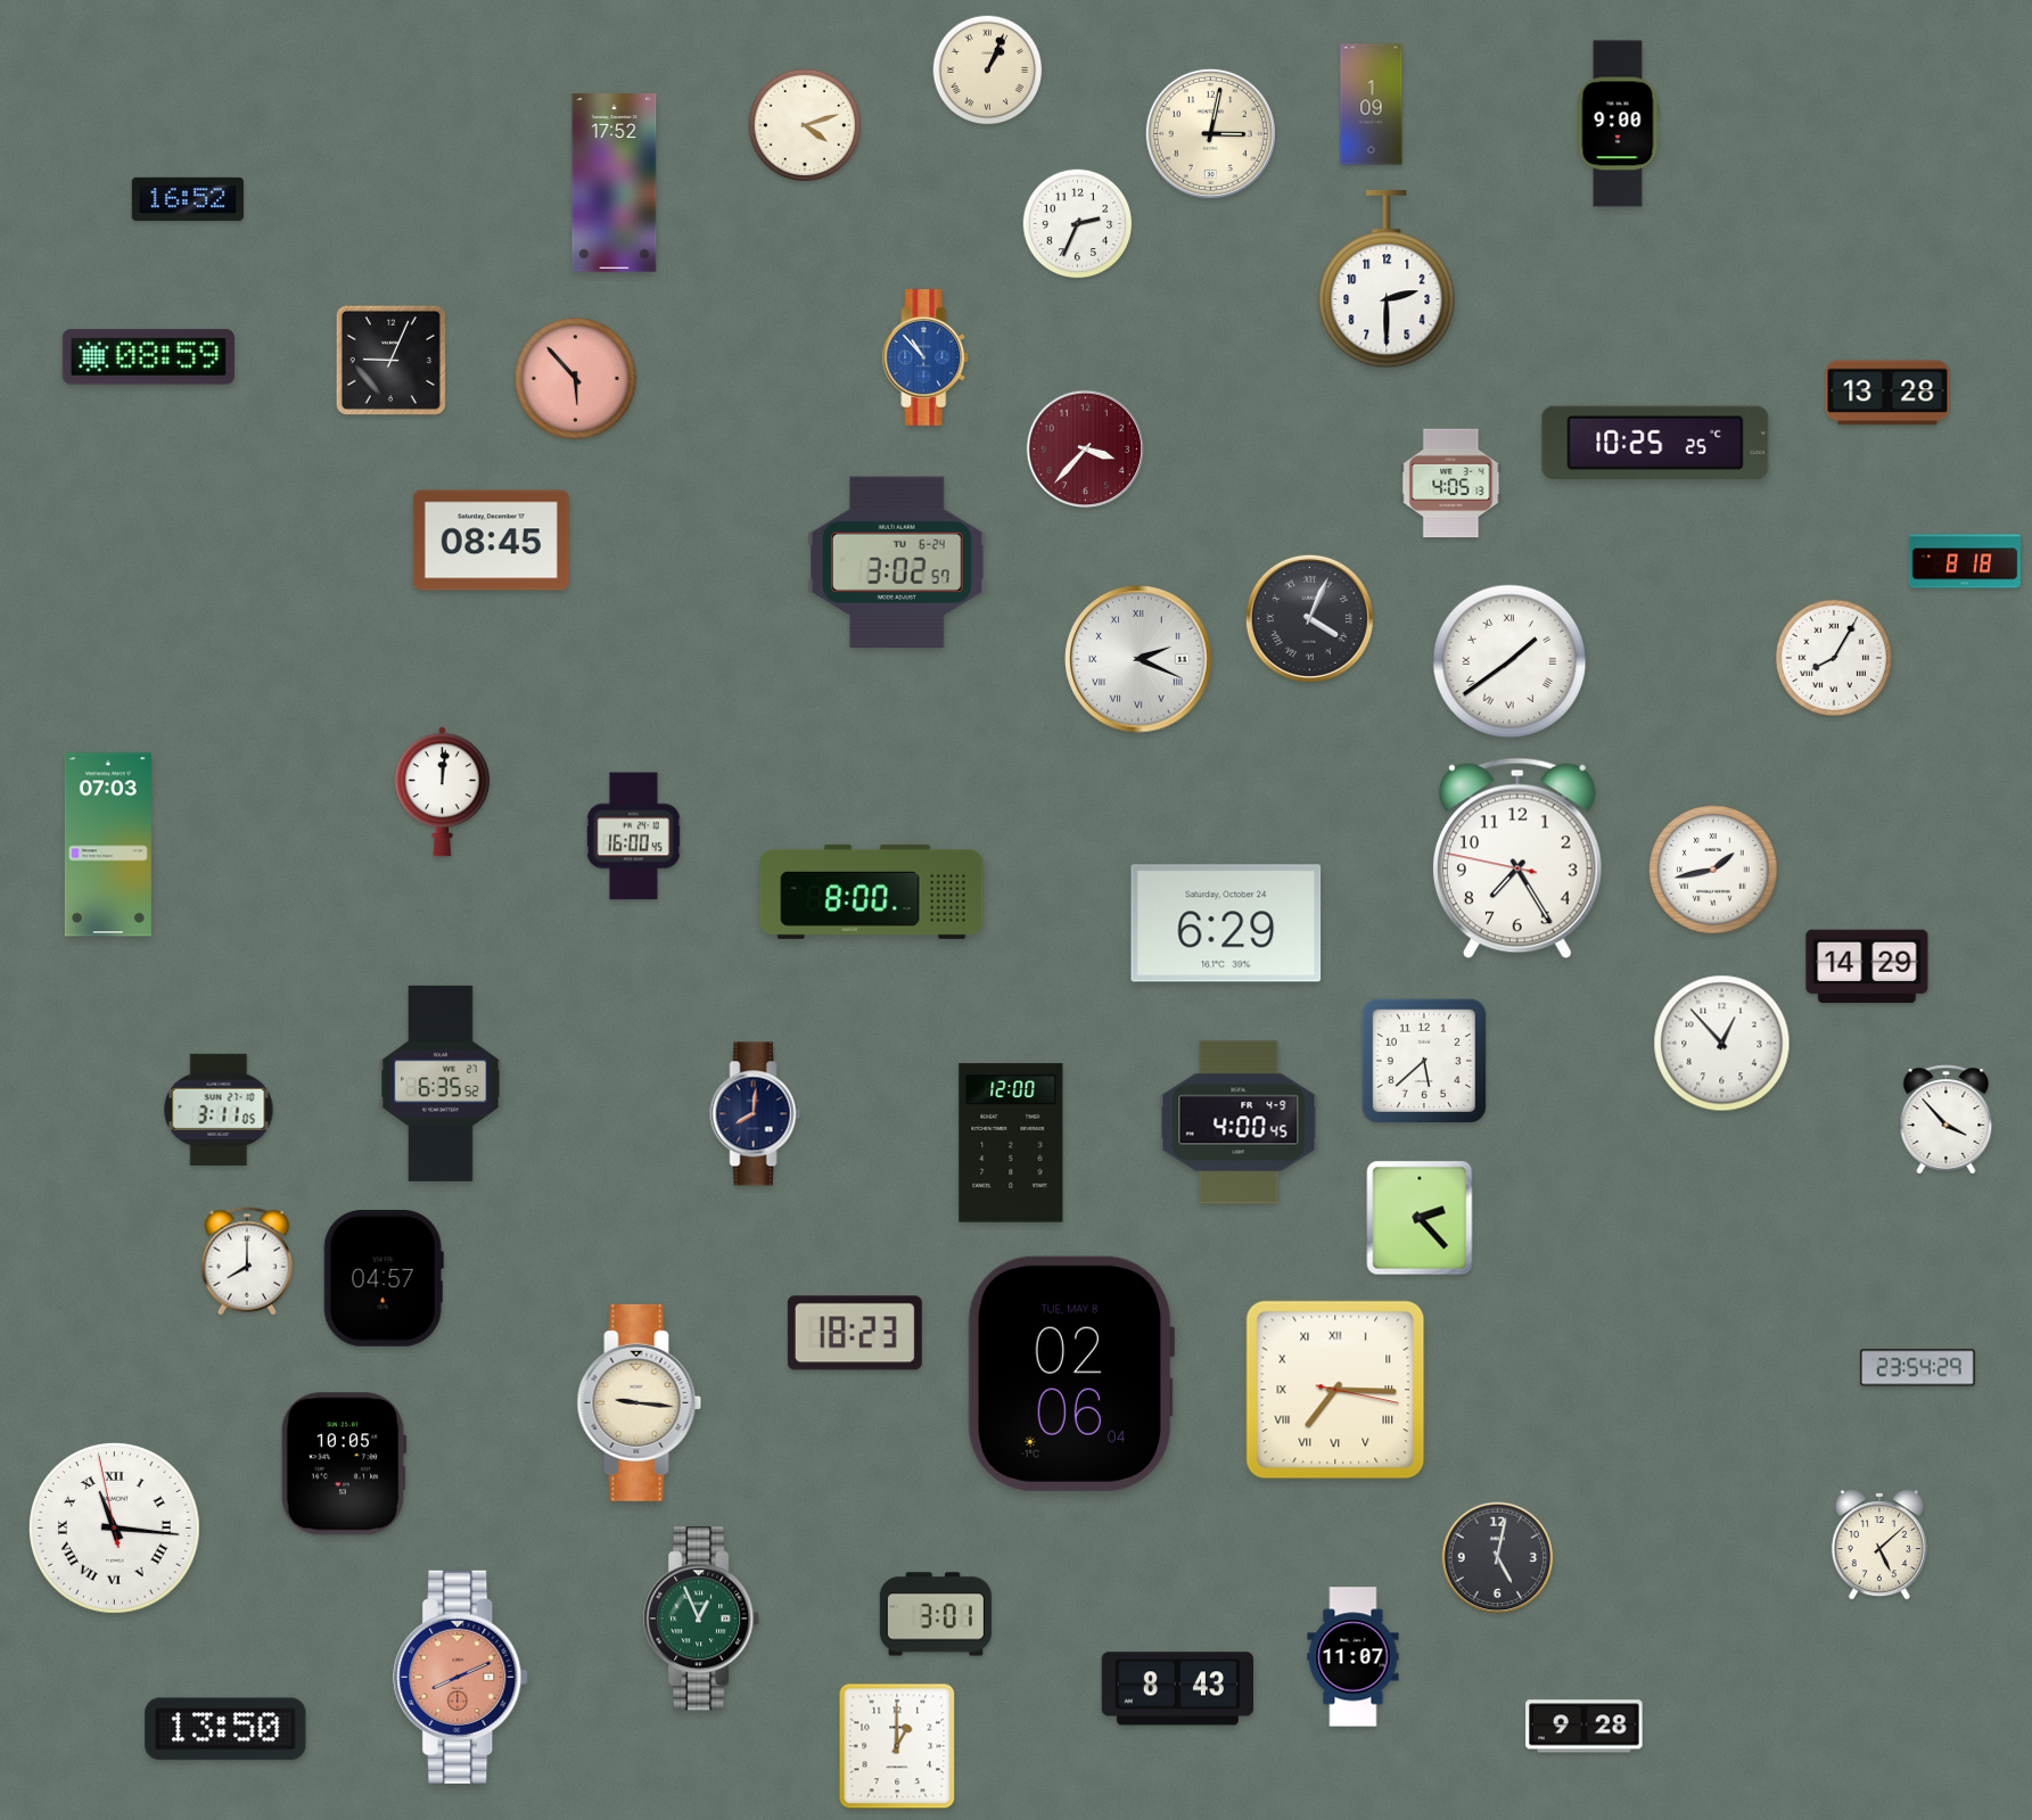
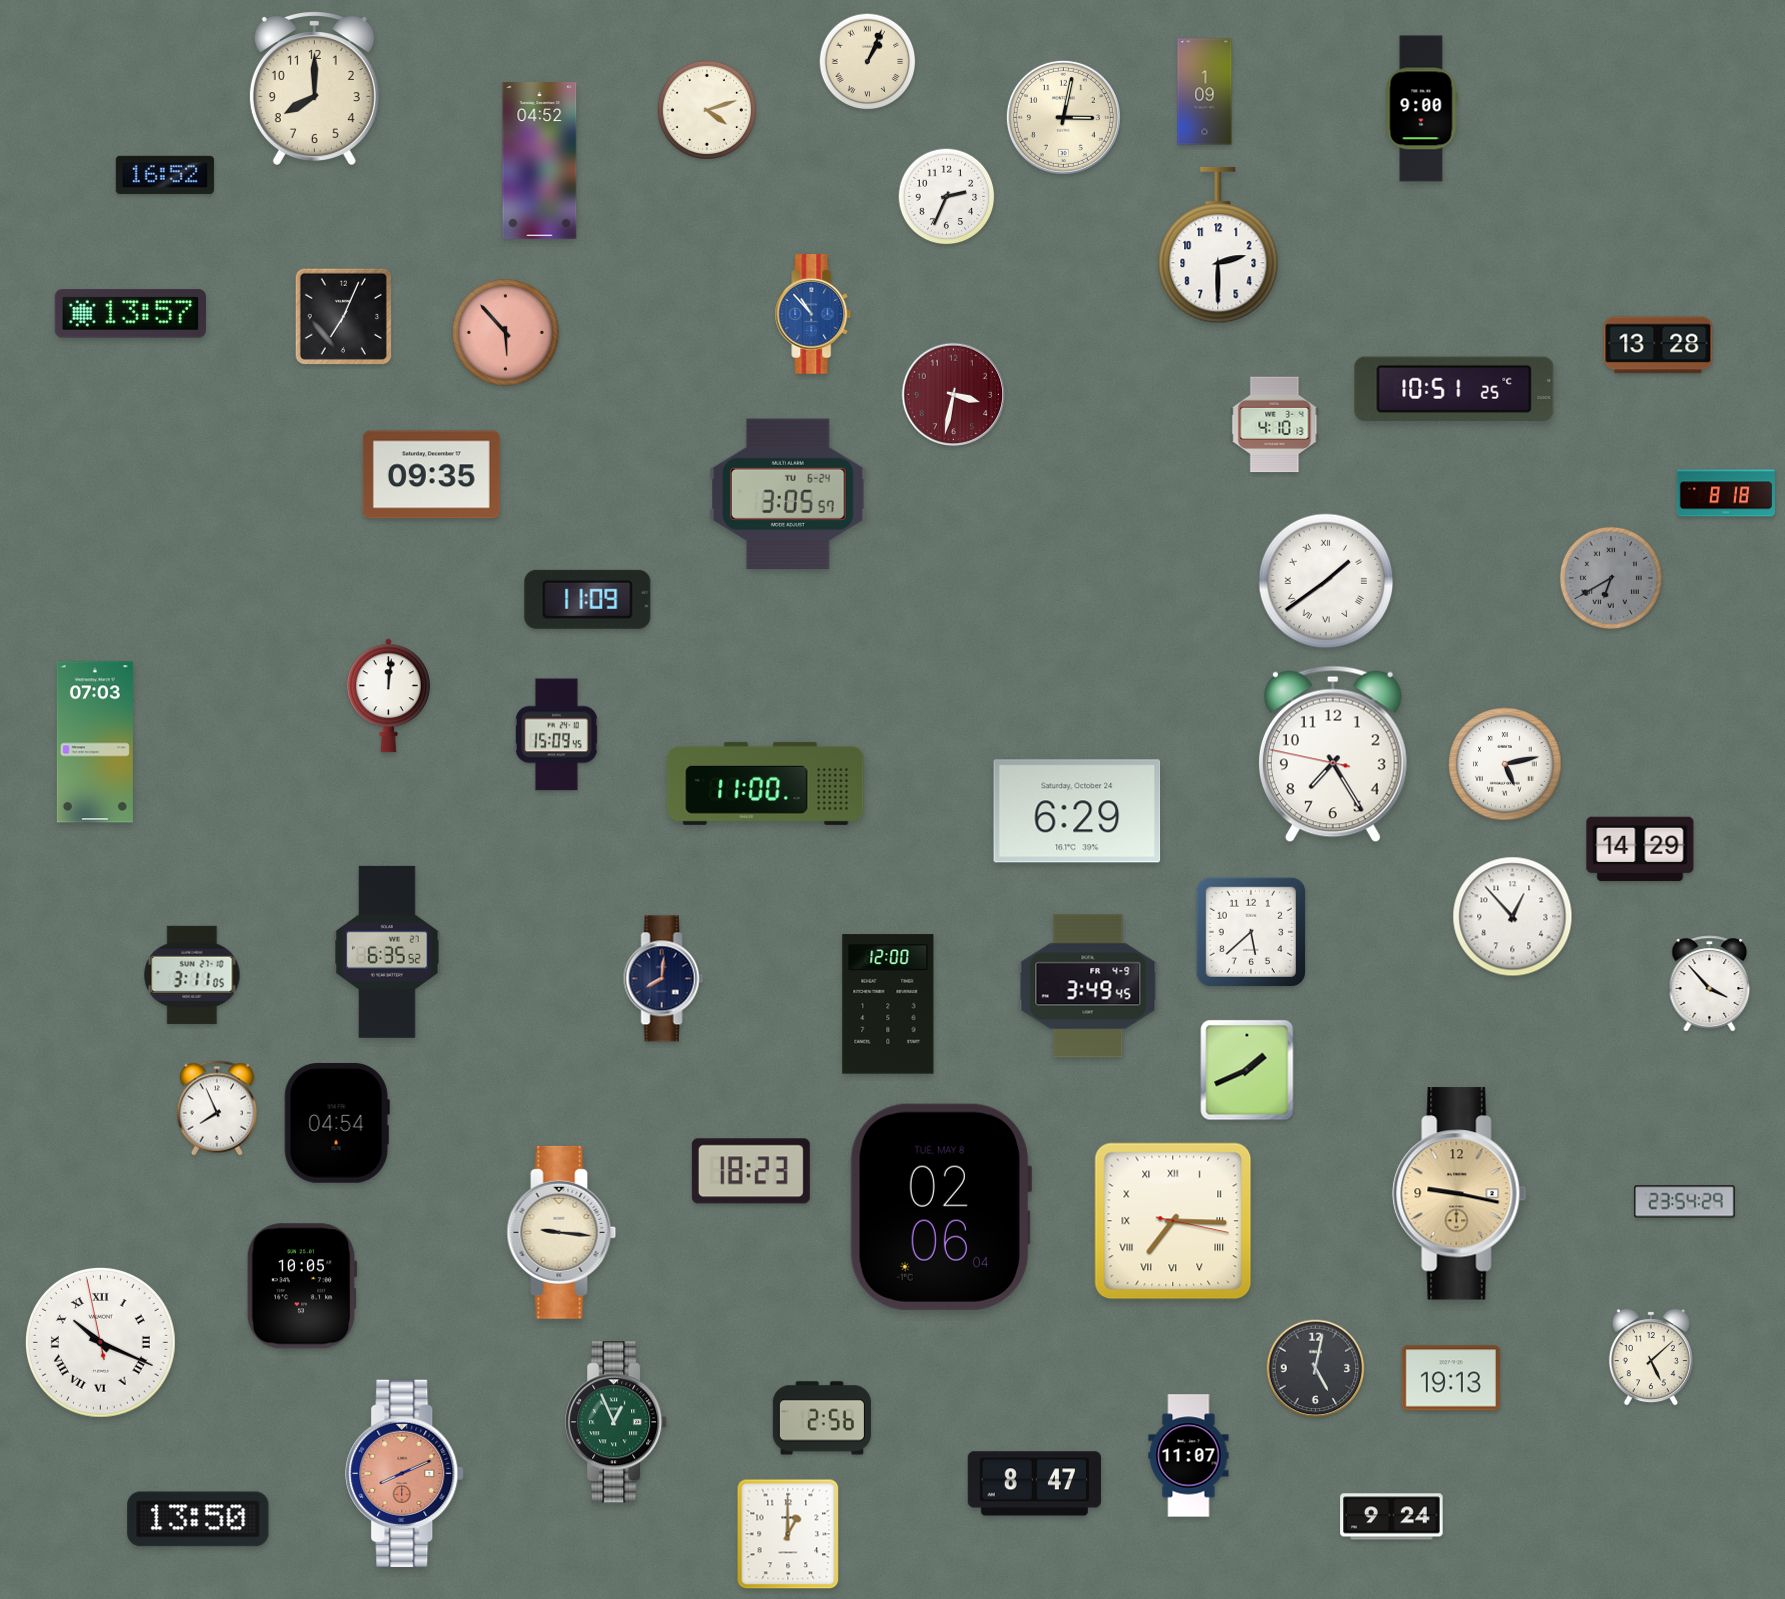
clock at (314, 88): none -> 8:00
clock at (615, 183): 17:52 -> 04:52
clock at (148, 357): 08:59 -> 13:57
clock at (390, 360): 9:04 -> 7:04
clock at (1655, 443): 10:25 -> 10:51
clock at (1086, 450): 3:37 -> 3:32
clock at (1451, 484): 4:05 -> 4:10
clock at (491, 541): 08:45 -> 09:35
clock at (897, 562): 3:02 -> 3:05
clock at (1309, 618): 4:04 -> none
clock at (1834, 658): 8:05 -> 6:40
clock at (1834, 658) dial: white -> grey
clock at (1138, 659): 2:19 -> none
clock at (588, 599): none -> 11:09
clock at (633, 837): 16:00 -> 15:09
clock at (1713, 870): 1:43 -> 5:13
clock at (872, 891): 8:00 -> 11:00
clock at (1239, 1122): 4:00 -> 3:49
clock at (1420, 1218): 2:23 -> 1:41
clock at (246, 1261): 8:00 -> 7:56
clock at (384, 1278): 04:57 -> 04:54
clock at (1460, 1194): none -> 9:17
clock at (114, 1527): 11:15 -> 10:18
clock at (1451, 1378): none -> 19:13
clock at (936, 1614): 3:01 -> 2:56
clock at (1177, 1689): 8:43 -> 8:47
clock at (1585, 1727): 9:28 -> 9:24
